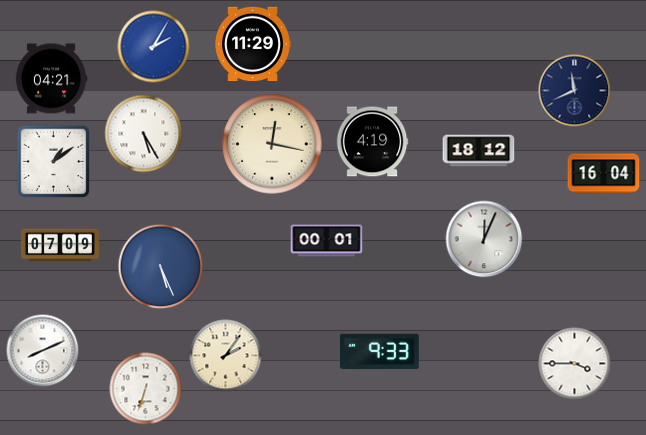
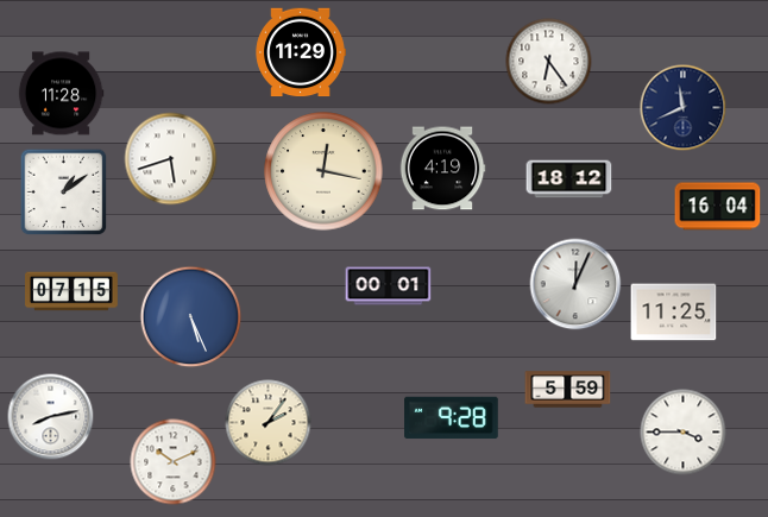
clock at (154, 47): 2:05 -> none
clock at (549, 62): none -> 6:24
clock at (51, 79): 04:21 -> 11:28
clock at (144, 134): 5:25 -> 5:42
clock at (61, 245): 07:09 -> 07:15
clock at (674, 313): none -> 11:25
clock at (568, 390): none -> 5:59
clock at (43, 351): 8:11 -> 8:13
clock at (380, 352): 9:33 -> 9:28
clock at (146, 389): 6:33 -> 10:11
